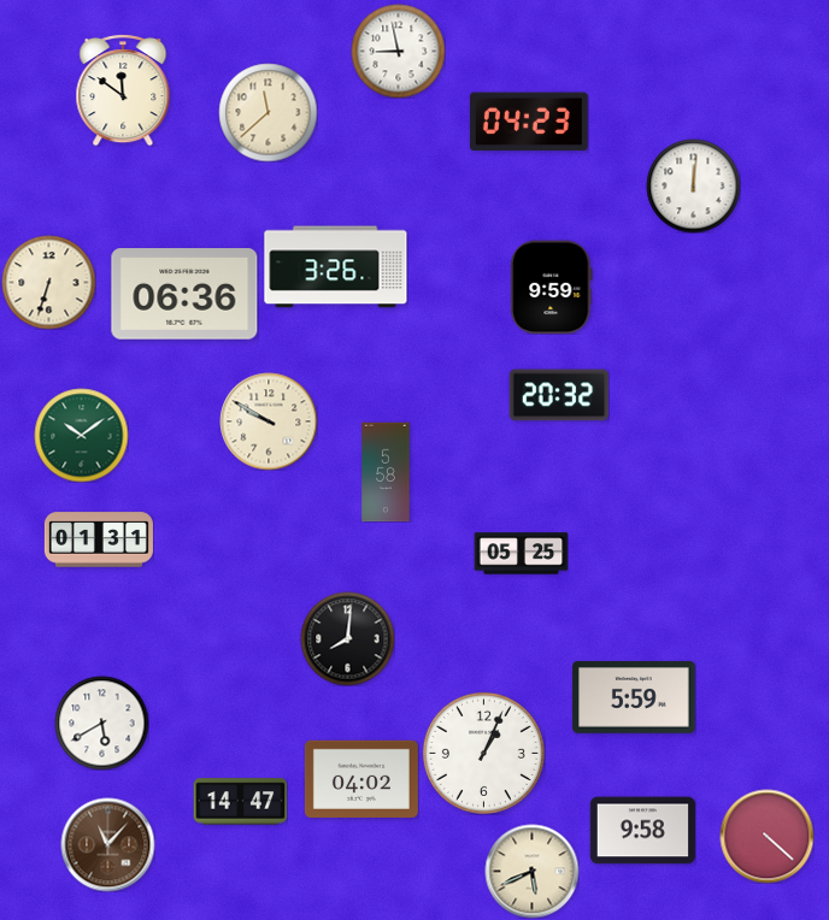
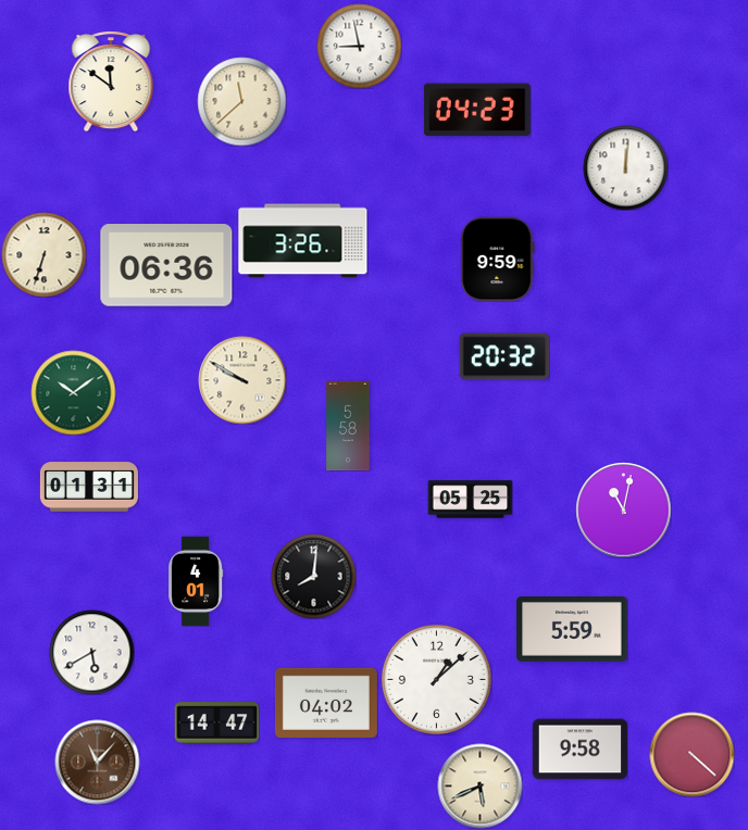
clock at (623, 510): none -> 11:02
clock at (196, 581): none -> 4:01
clock at (483, 753): 1:04 -> 1:08
